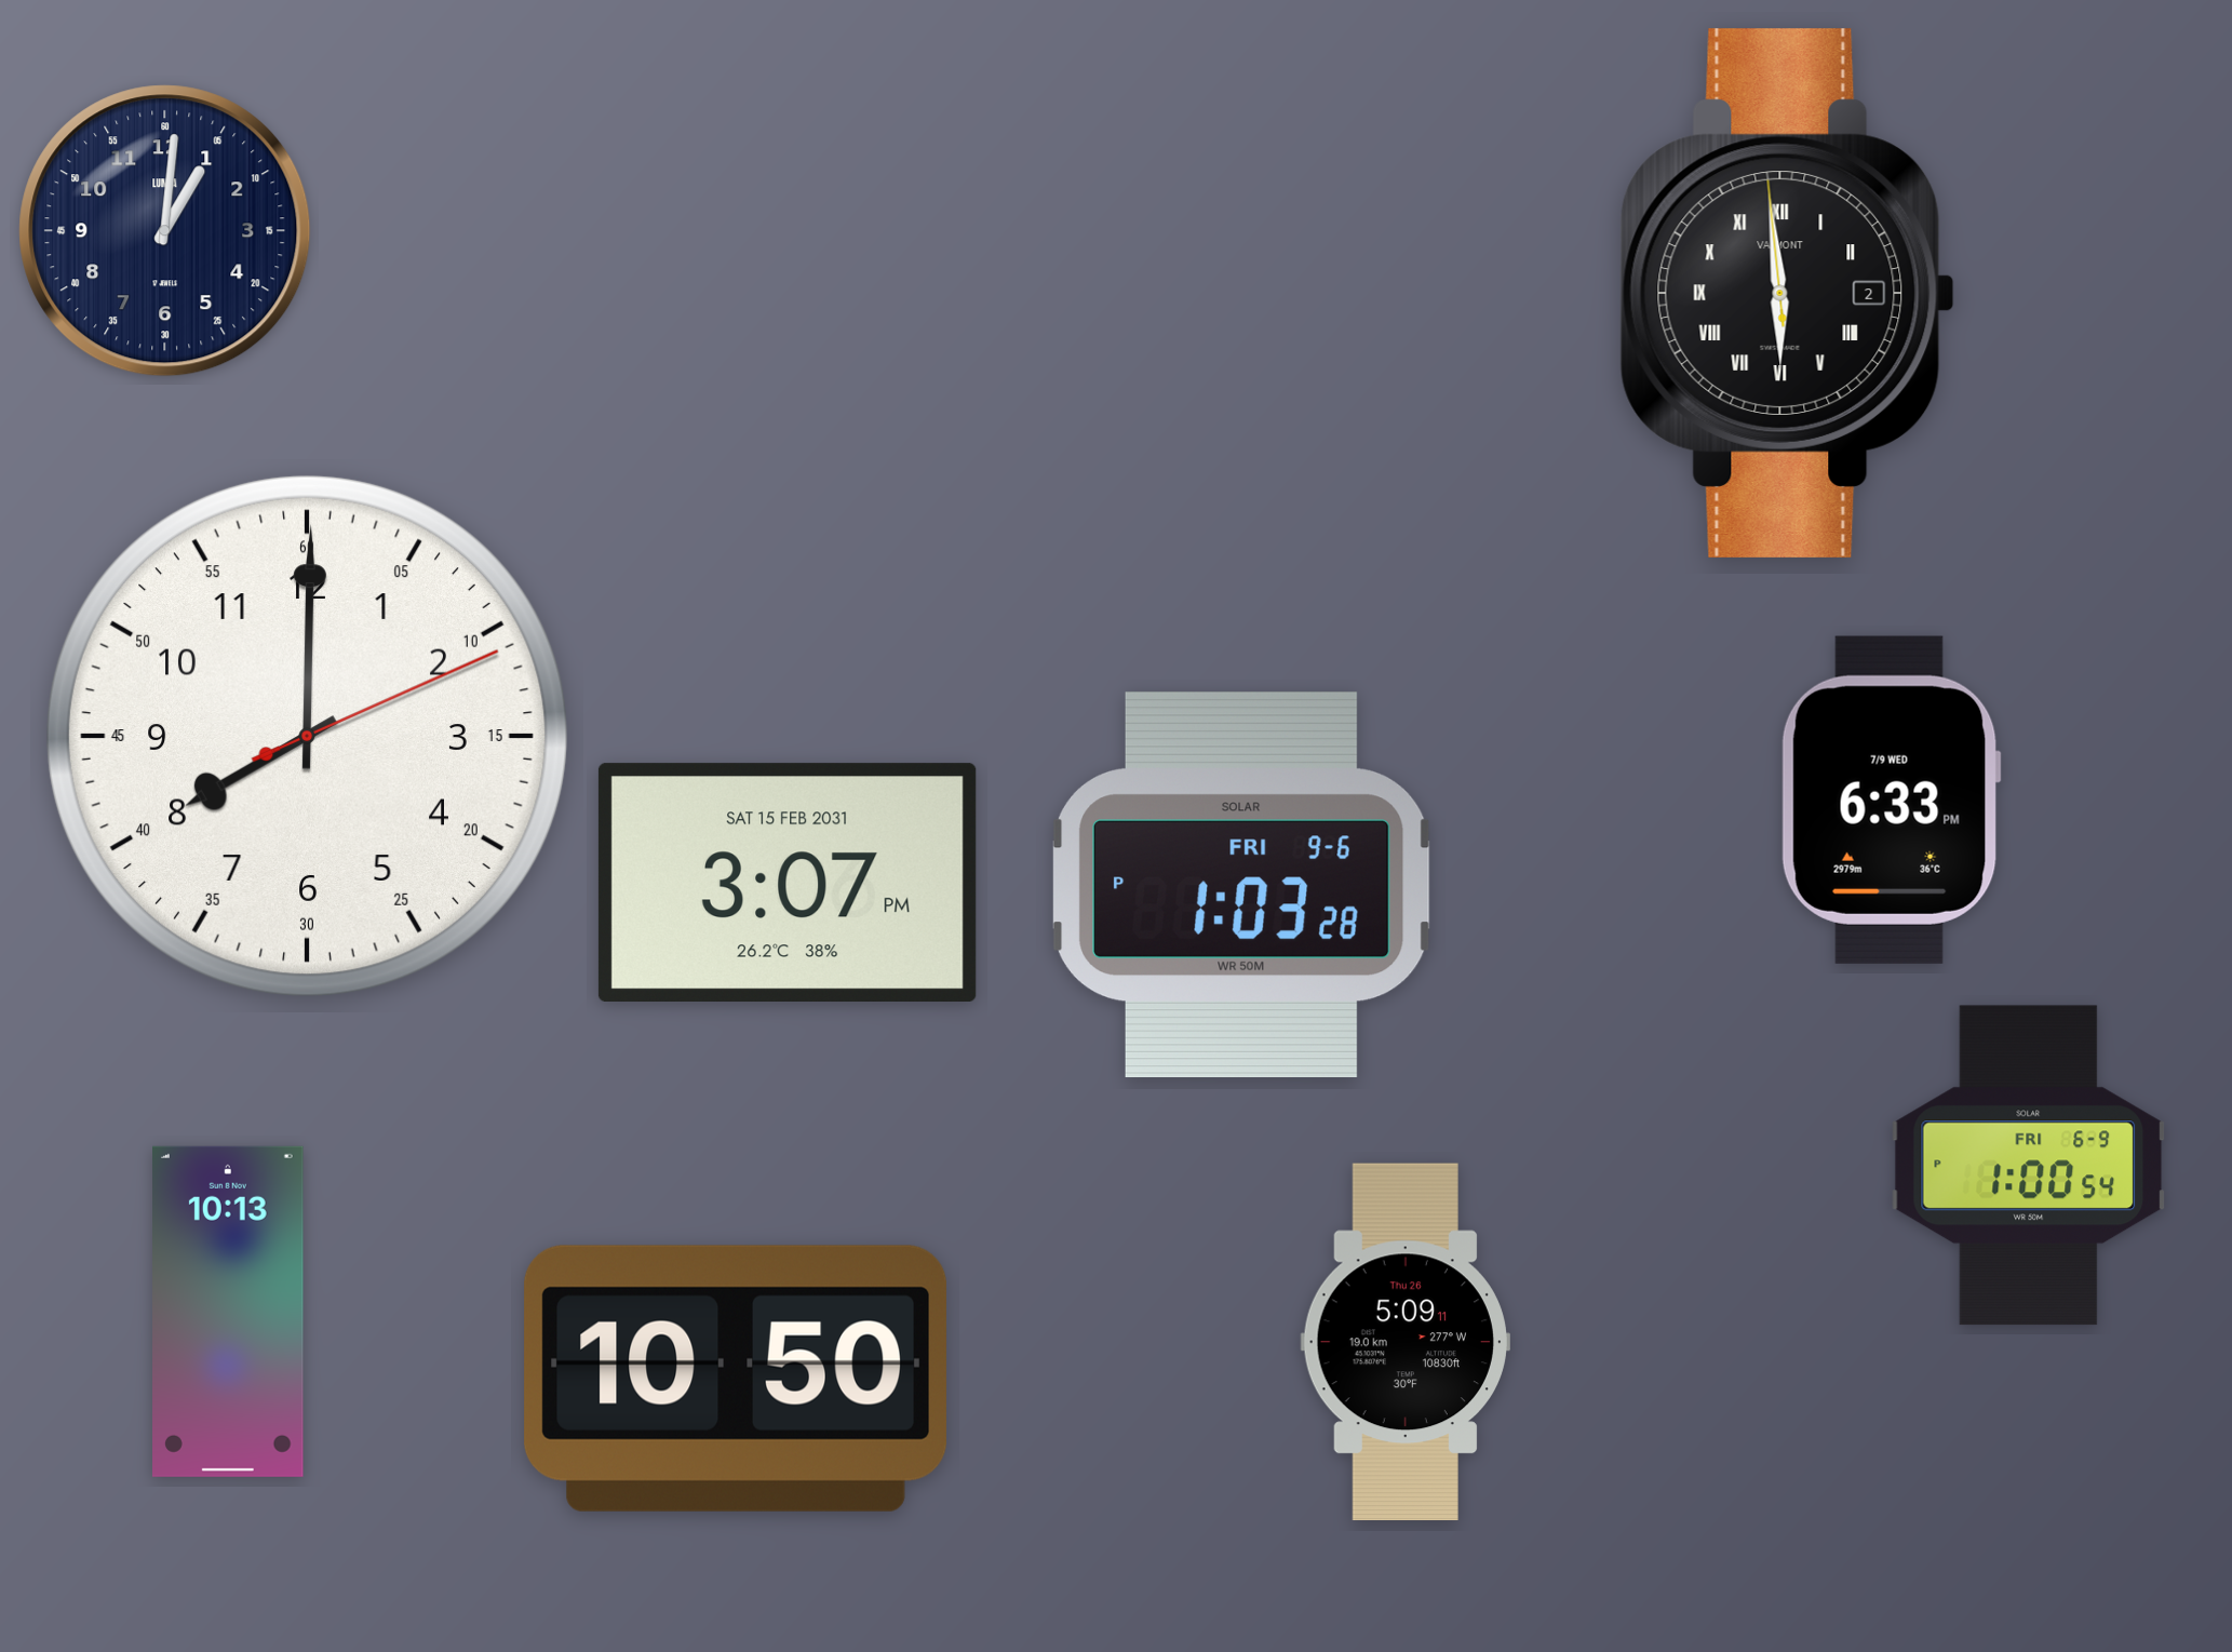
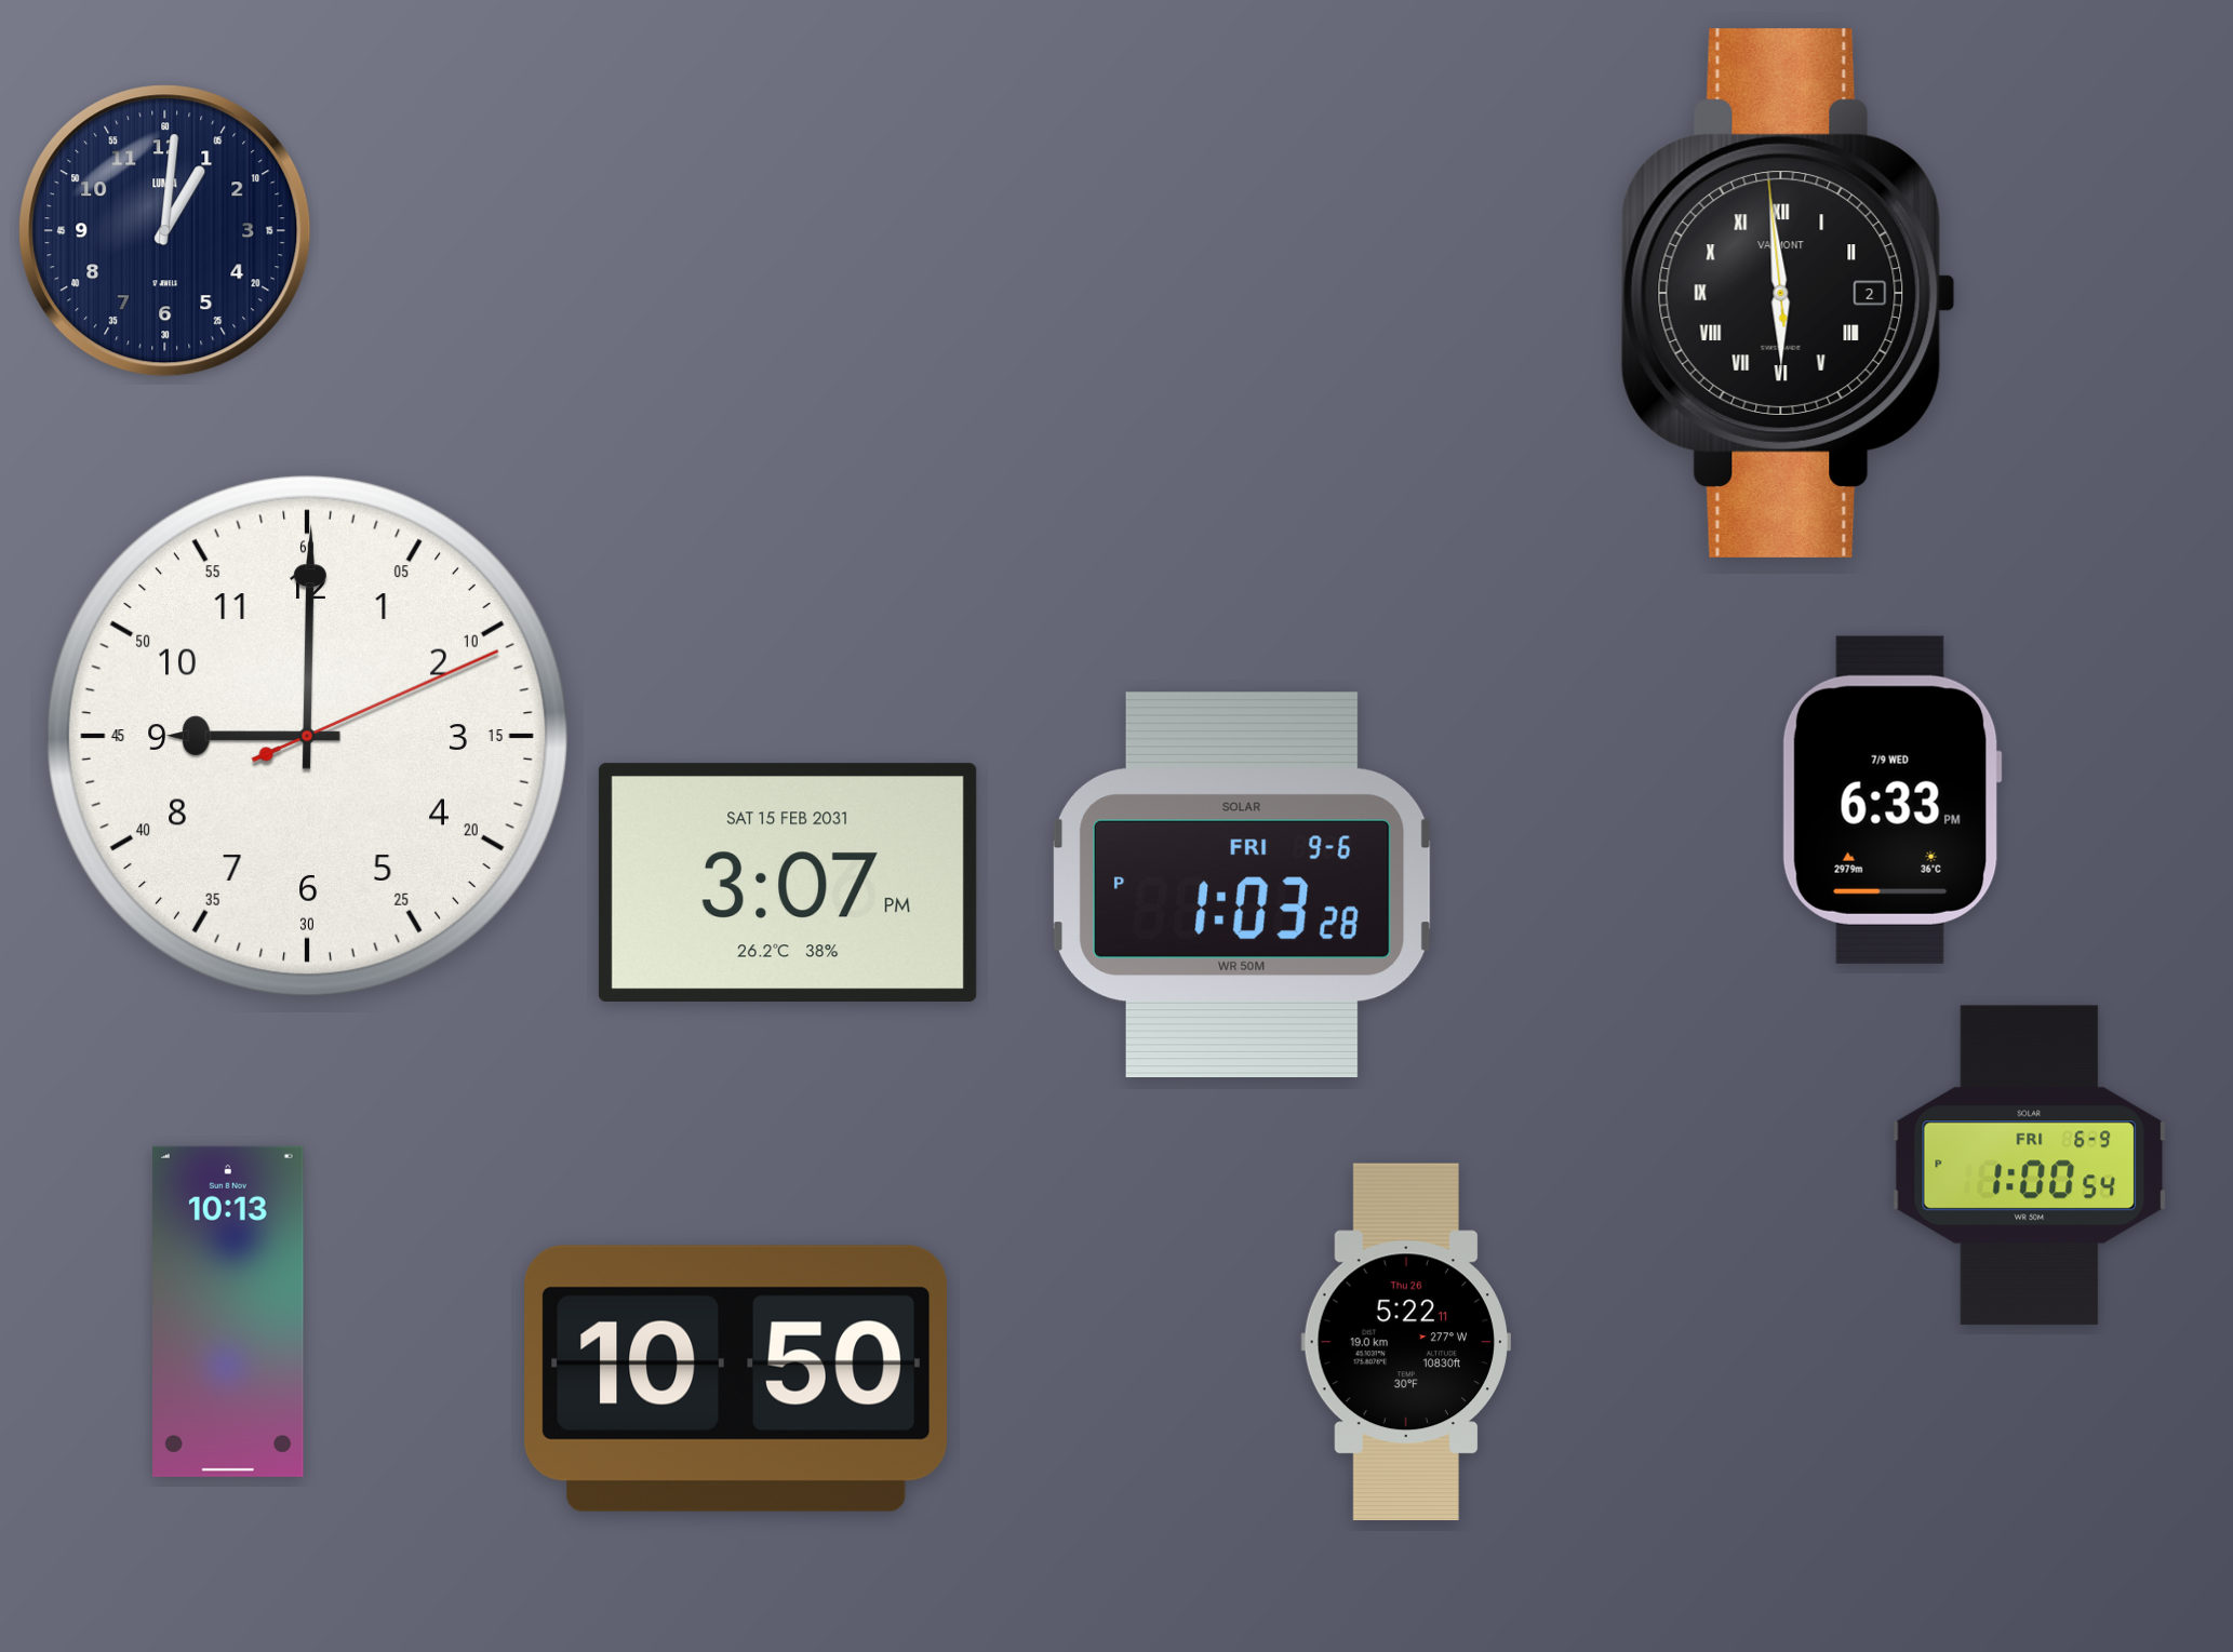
clock at (307, 736): 8:00 -> 9:00
clock at (1406, 1342): 5:09 -> 5:22
